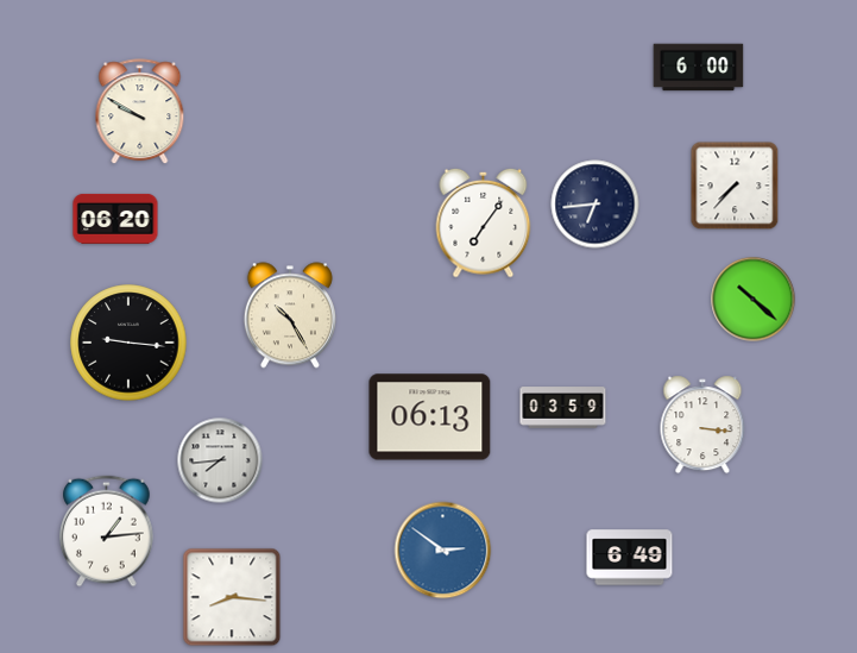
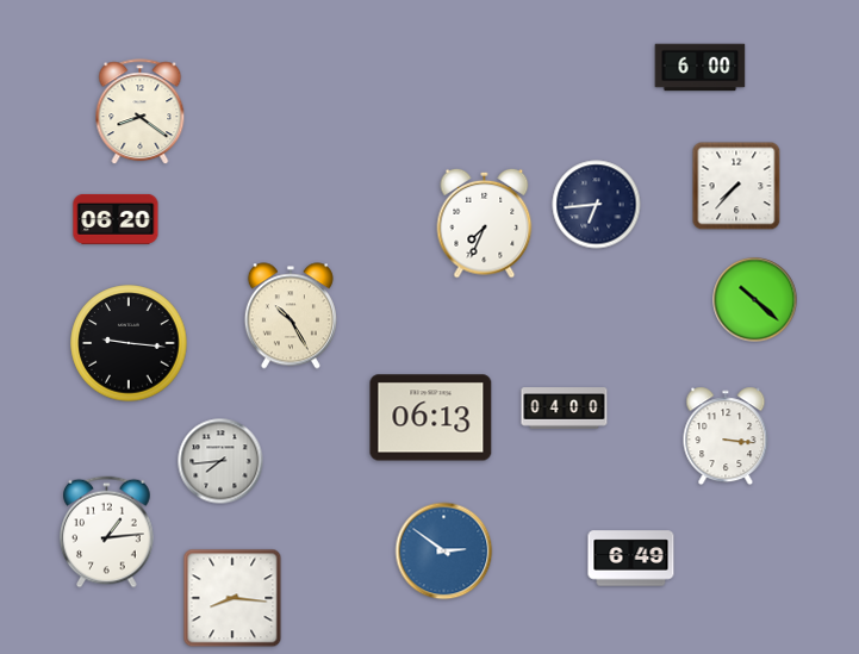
clock at (140, 112): 9:50 -> 8:21
clock at (484, 222): 7:06 -> 7:34
clock at (563, 408): 03:59 -> 04:00
clock at (702, 425) position: (702, 425) -> (726, 436)
